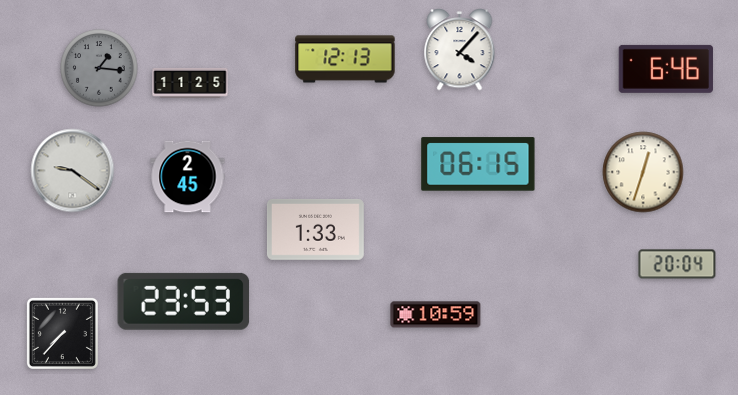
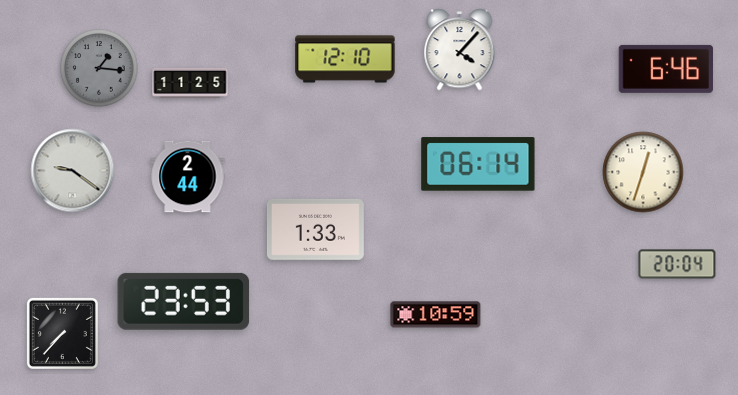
clock at (345, 59): 12:13 -> 12:10
clock at (478, 164): 06:15 -> 06:14
clock at (188, 177): 2:45 -> 2:44
